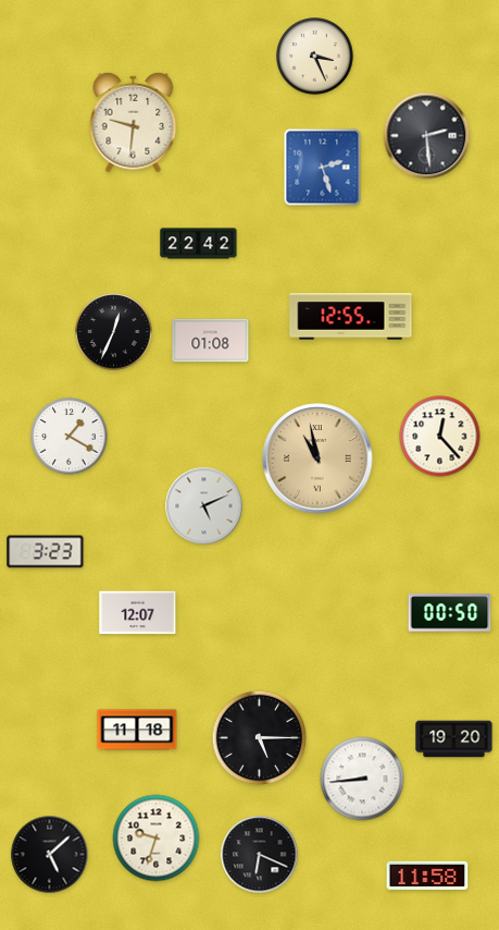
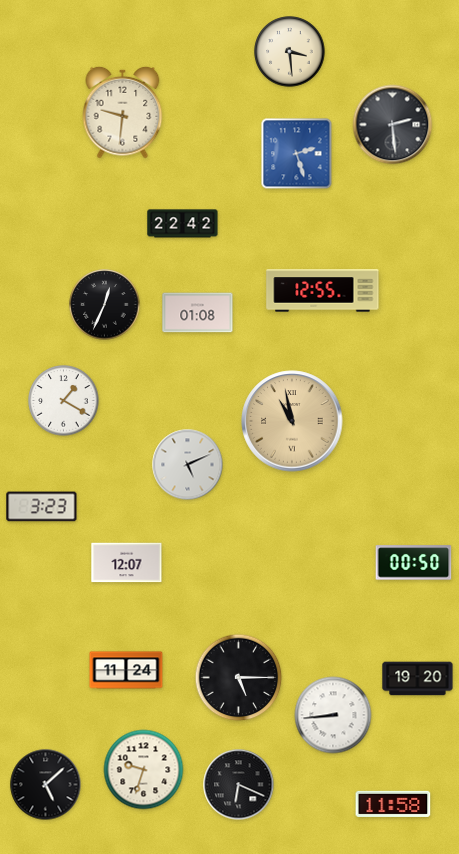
clock at (315, 57): 3:26 -> 3:29
clock at (211, 341) position: (211, 341) -> (198, 313)
clock at (440, 437): 12:23 -> none
clock at (137, 730): 11:18 -> 11:24
